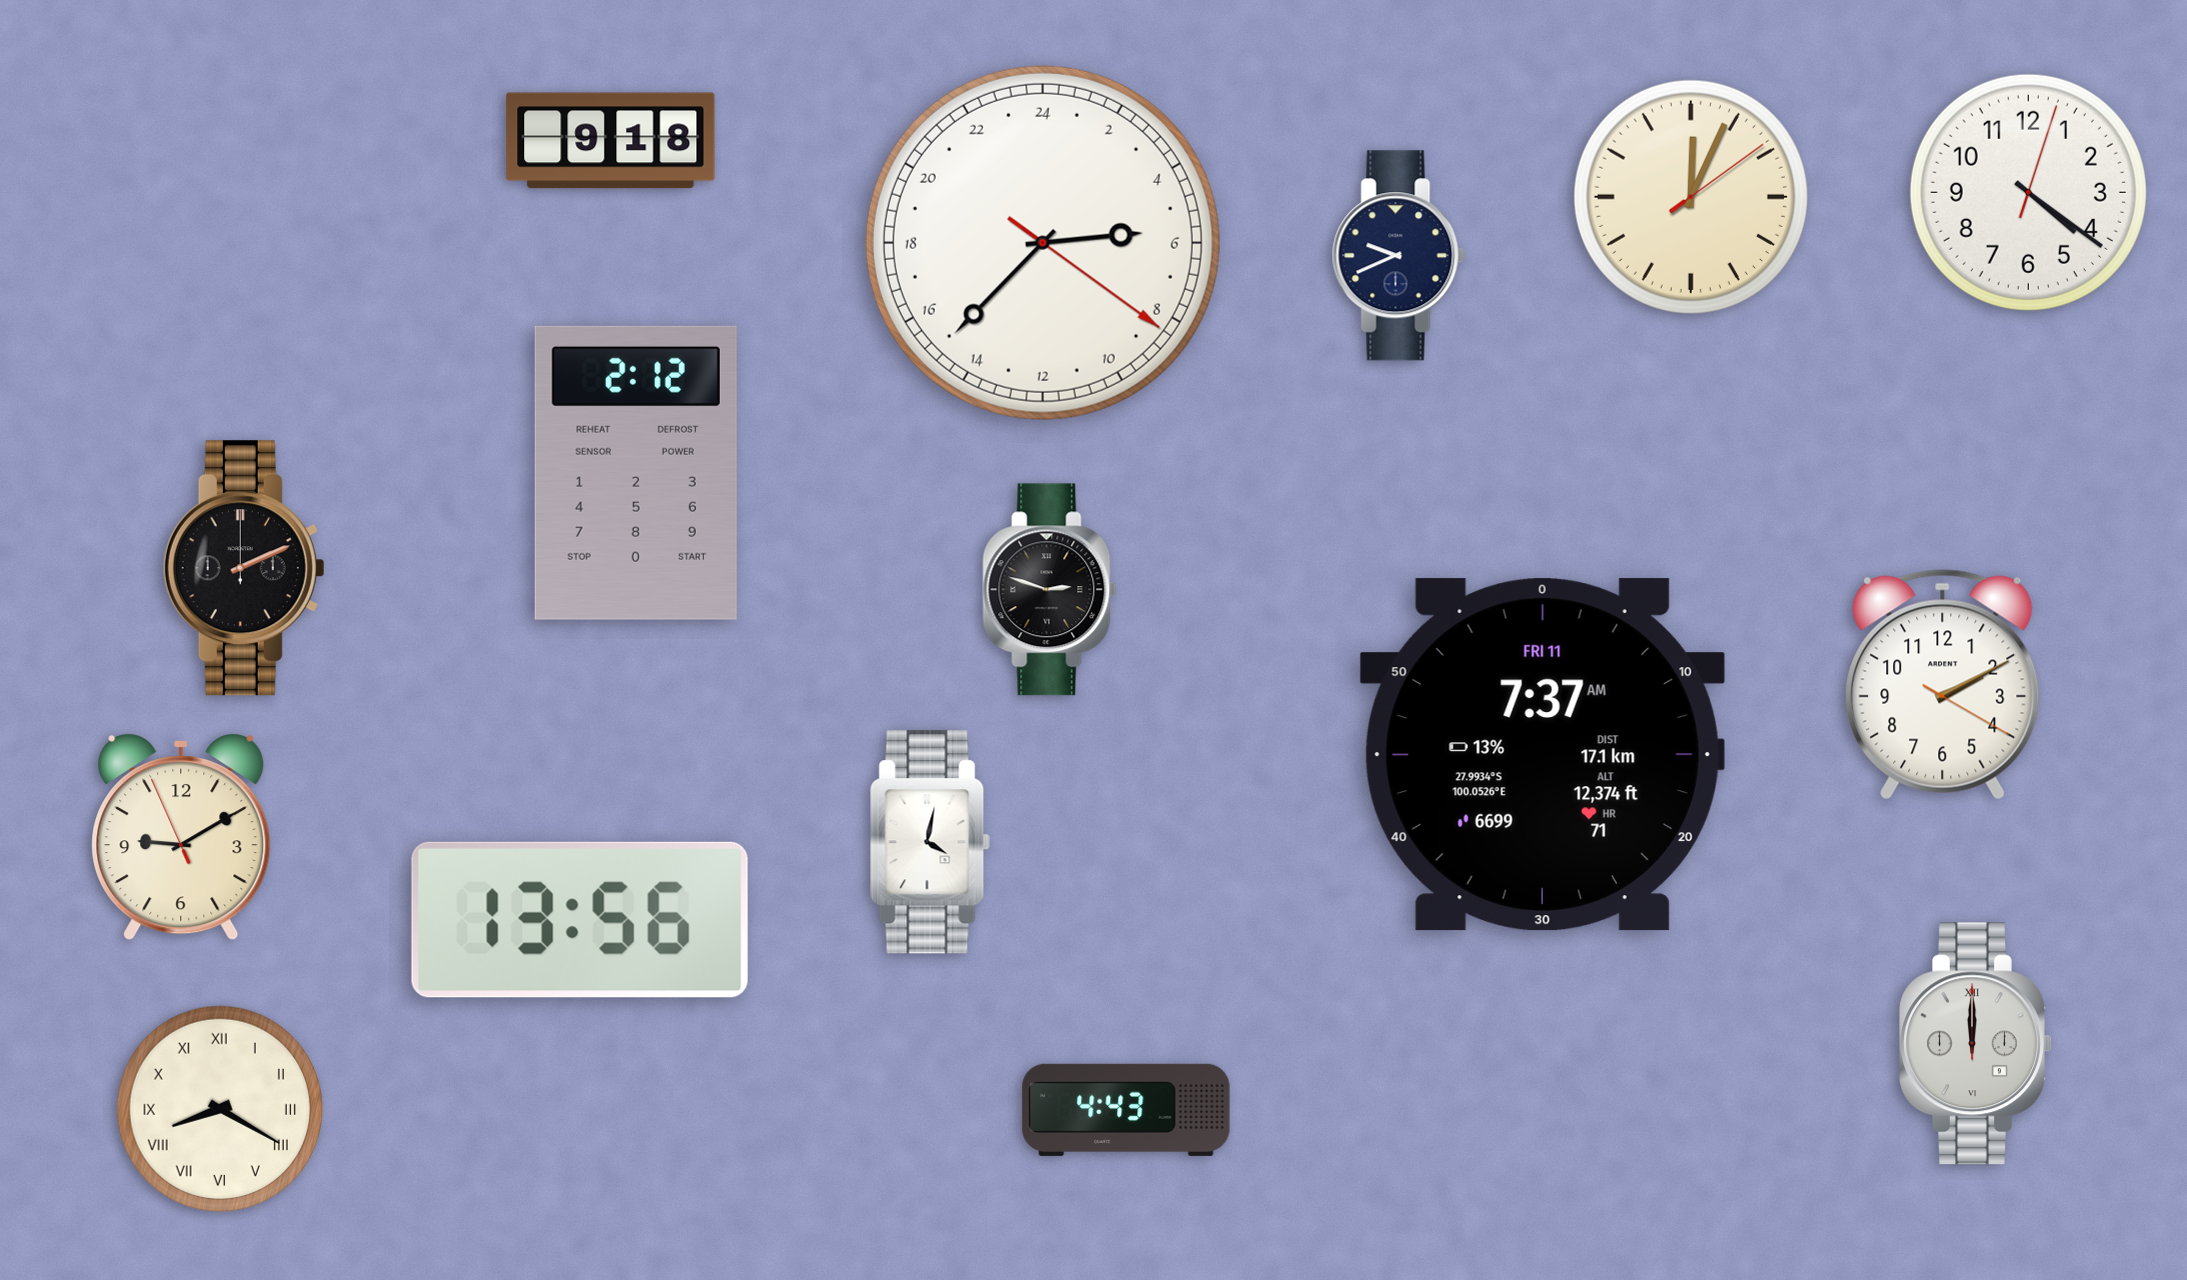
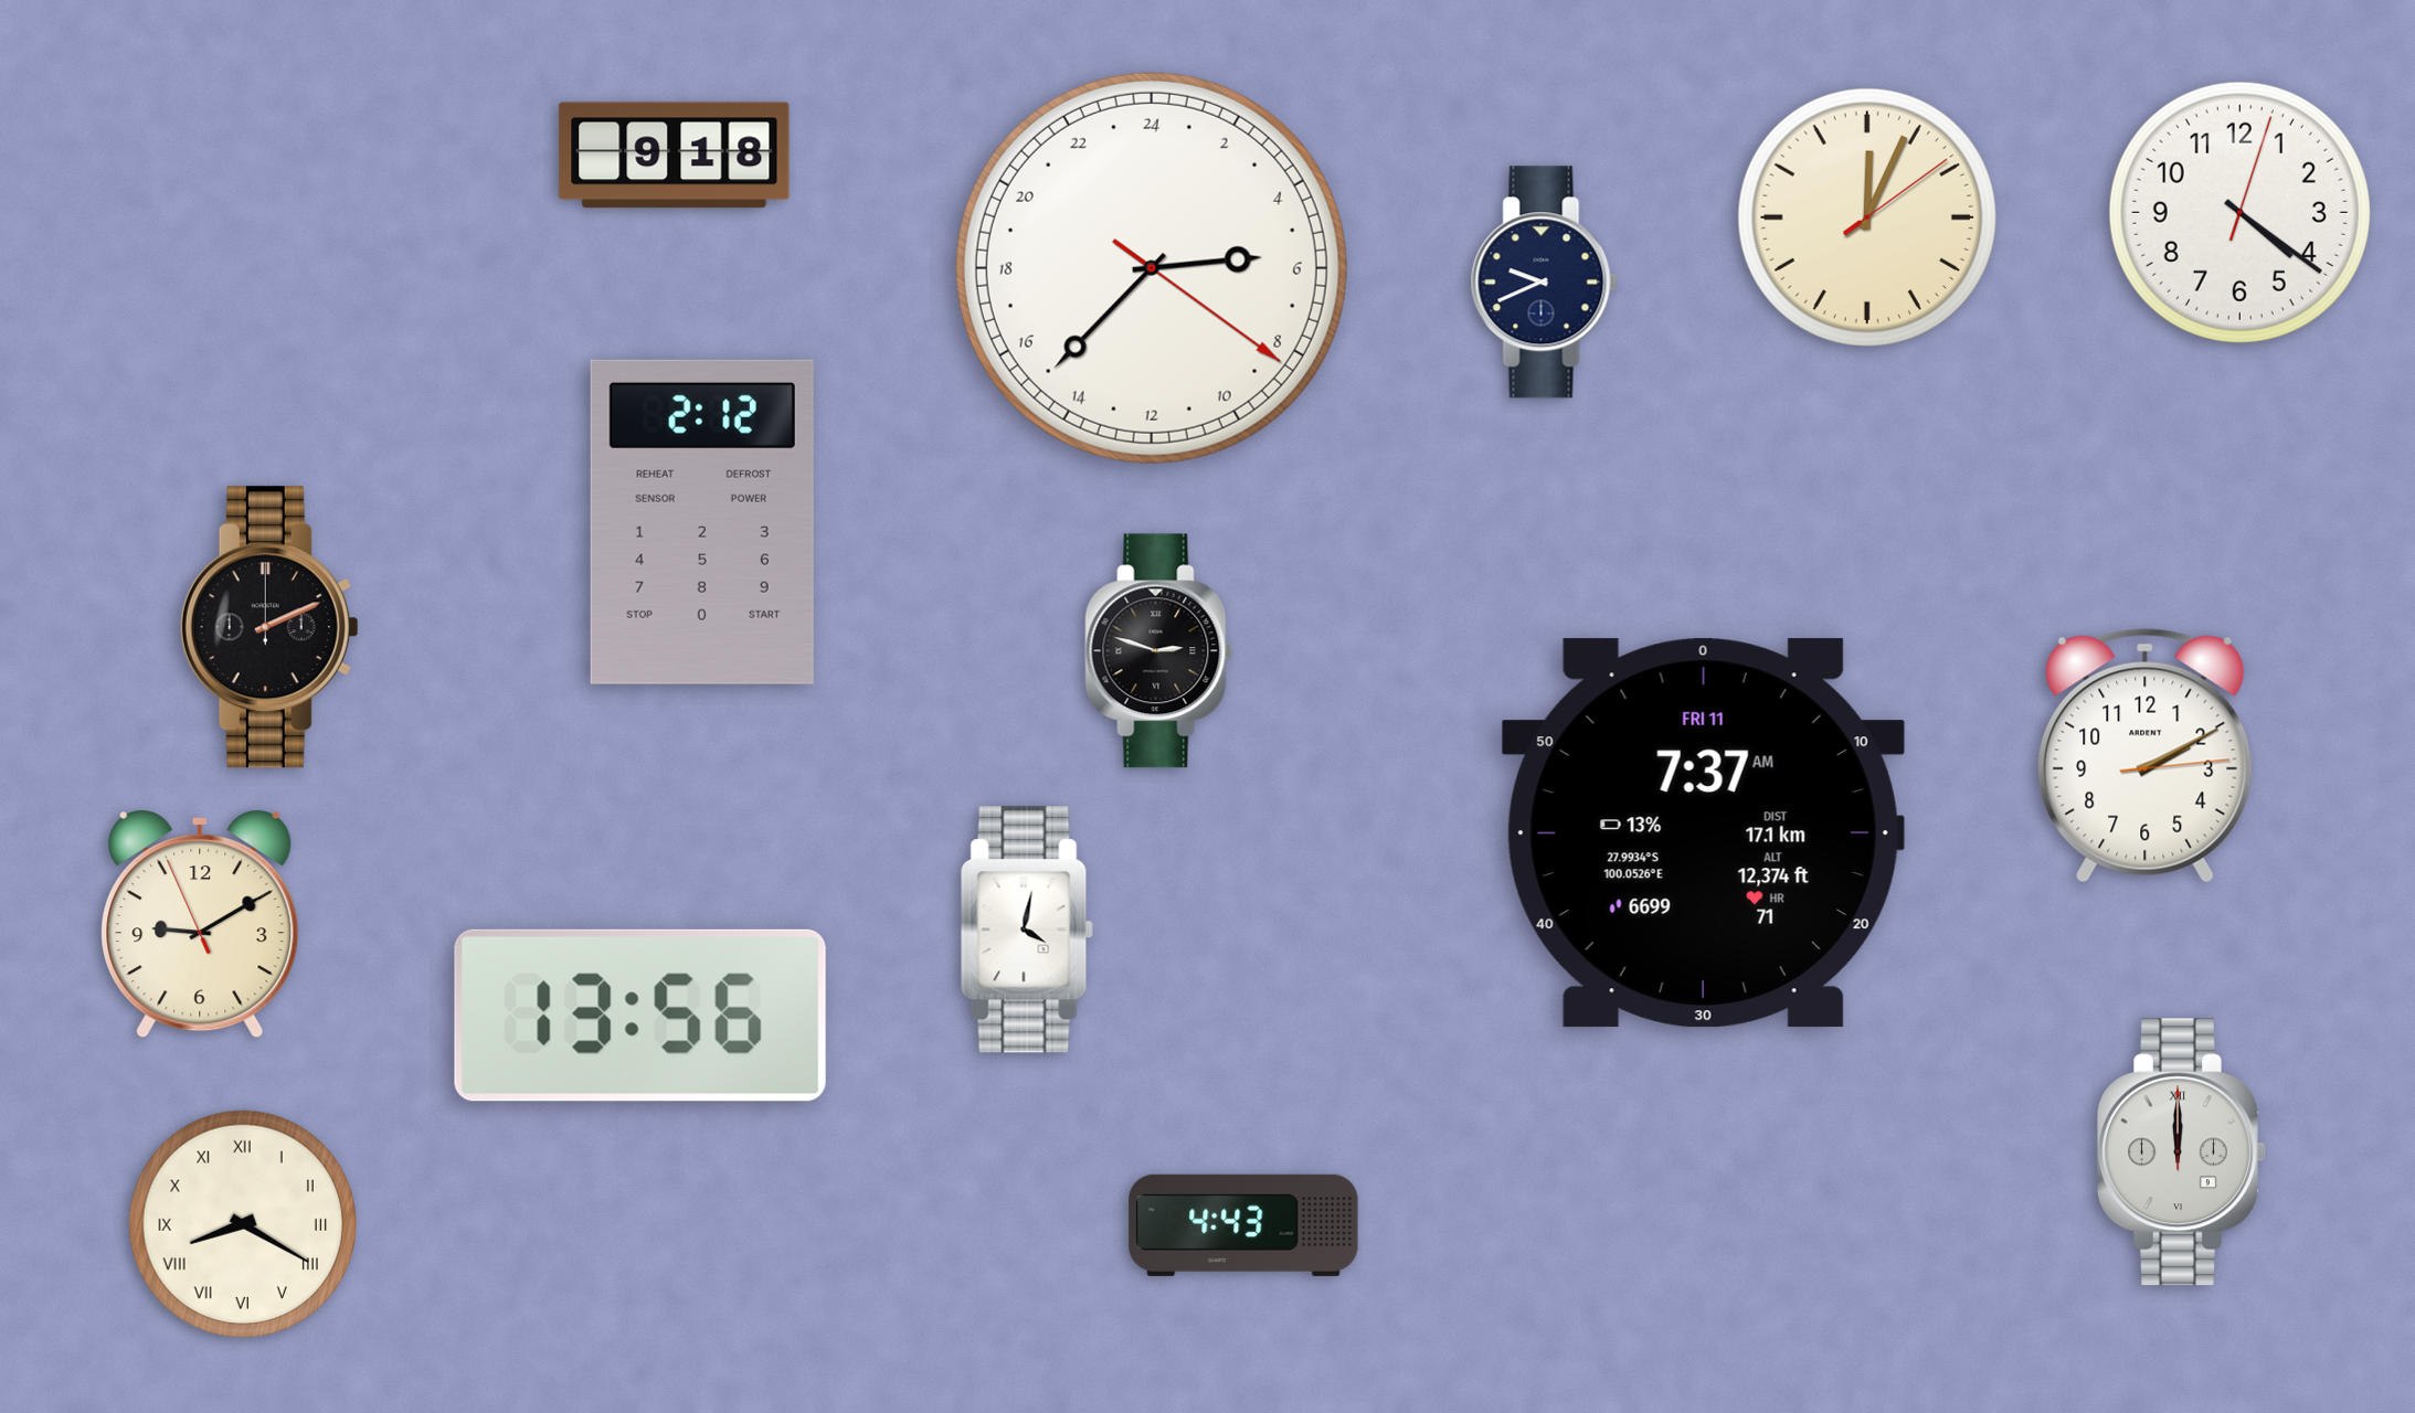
clock at (1943, 685): 2:10:20 -> 2:10:14
